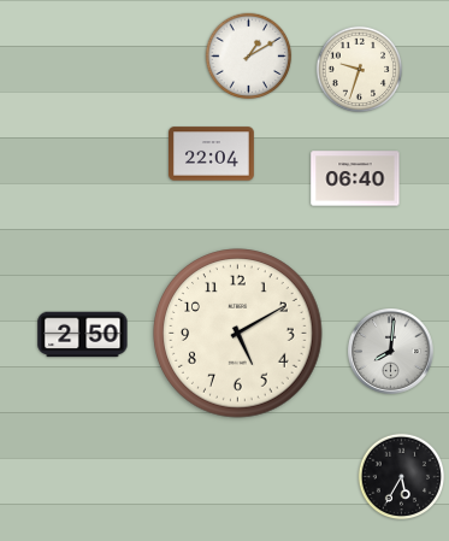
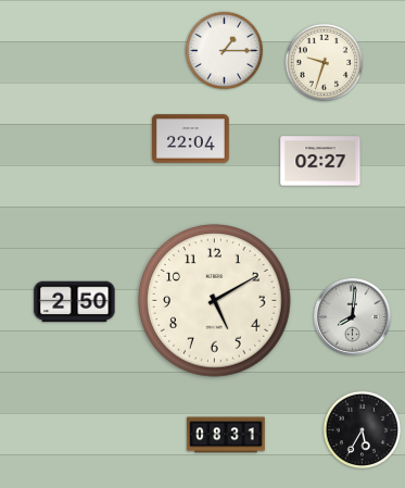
clock at (249, 57): 1:10 -> 1:15
clock at (355, 178): 06:40 -> 02:27
clock at (226, 435): none -> 08:31
